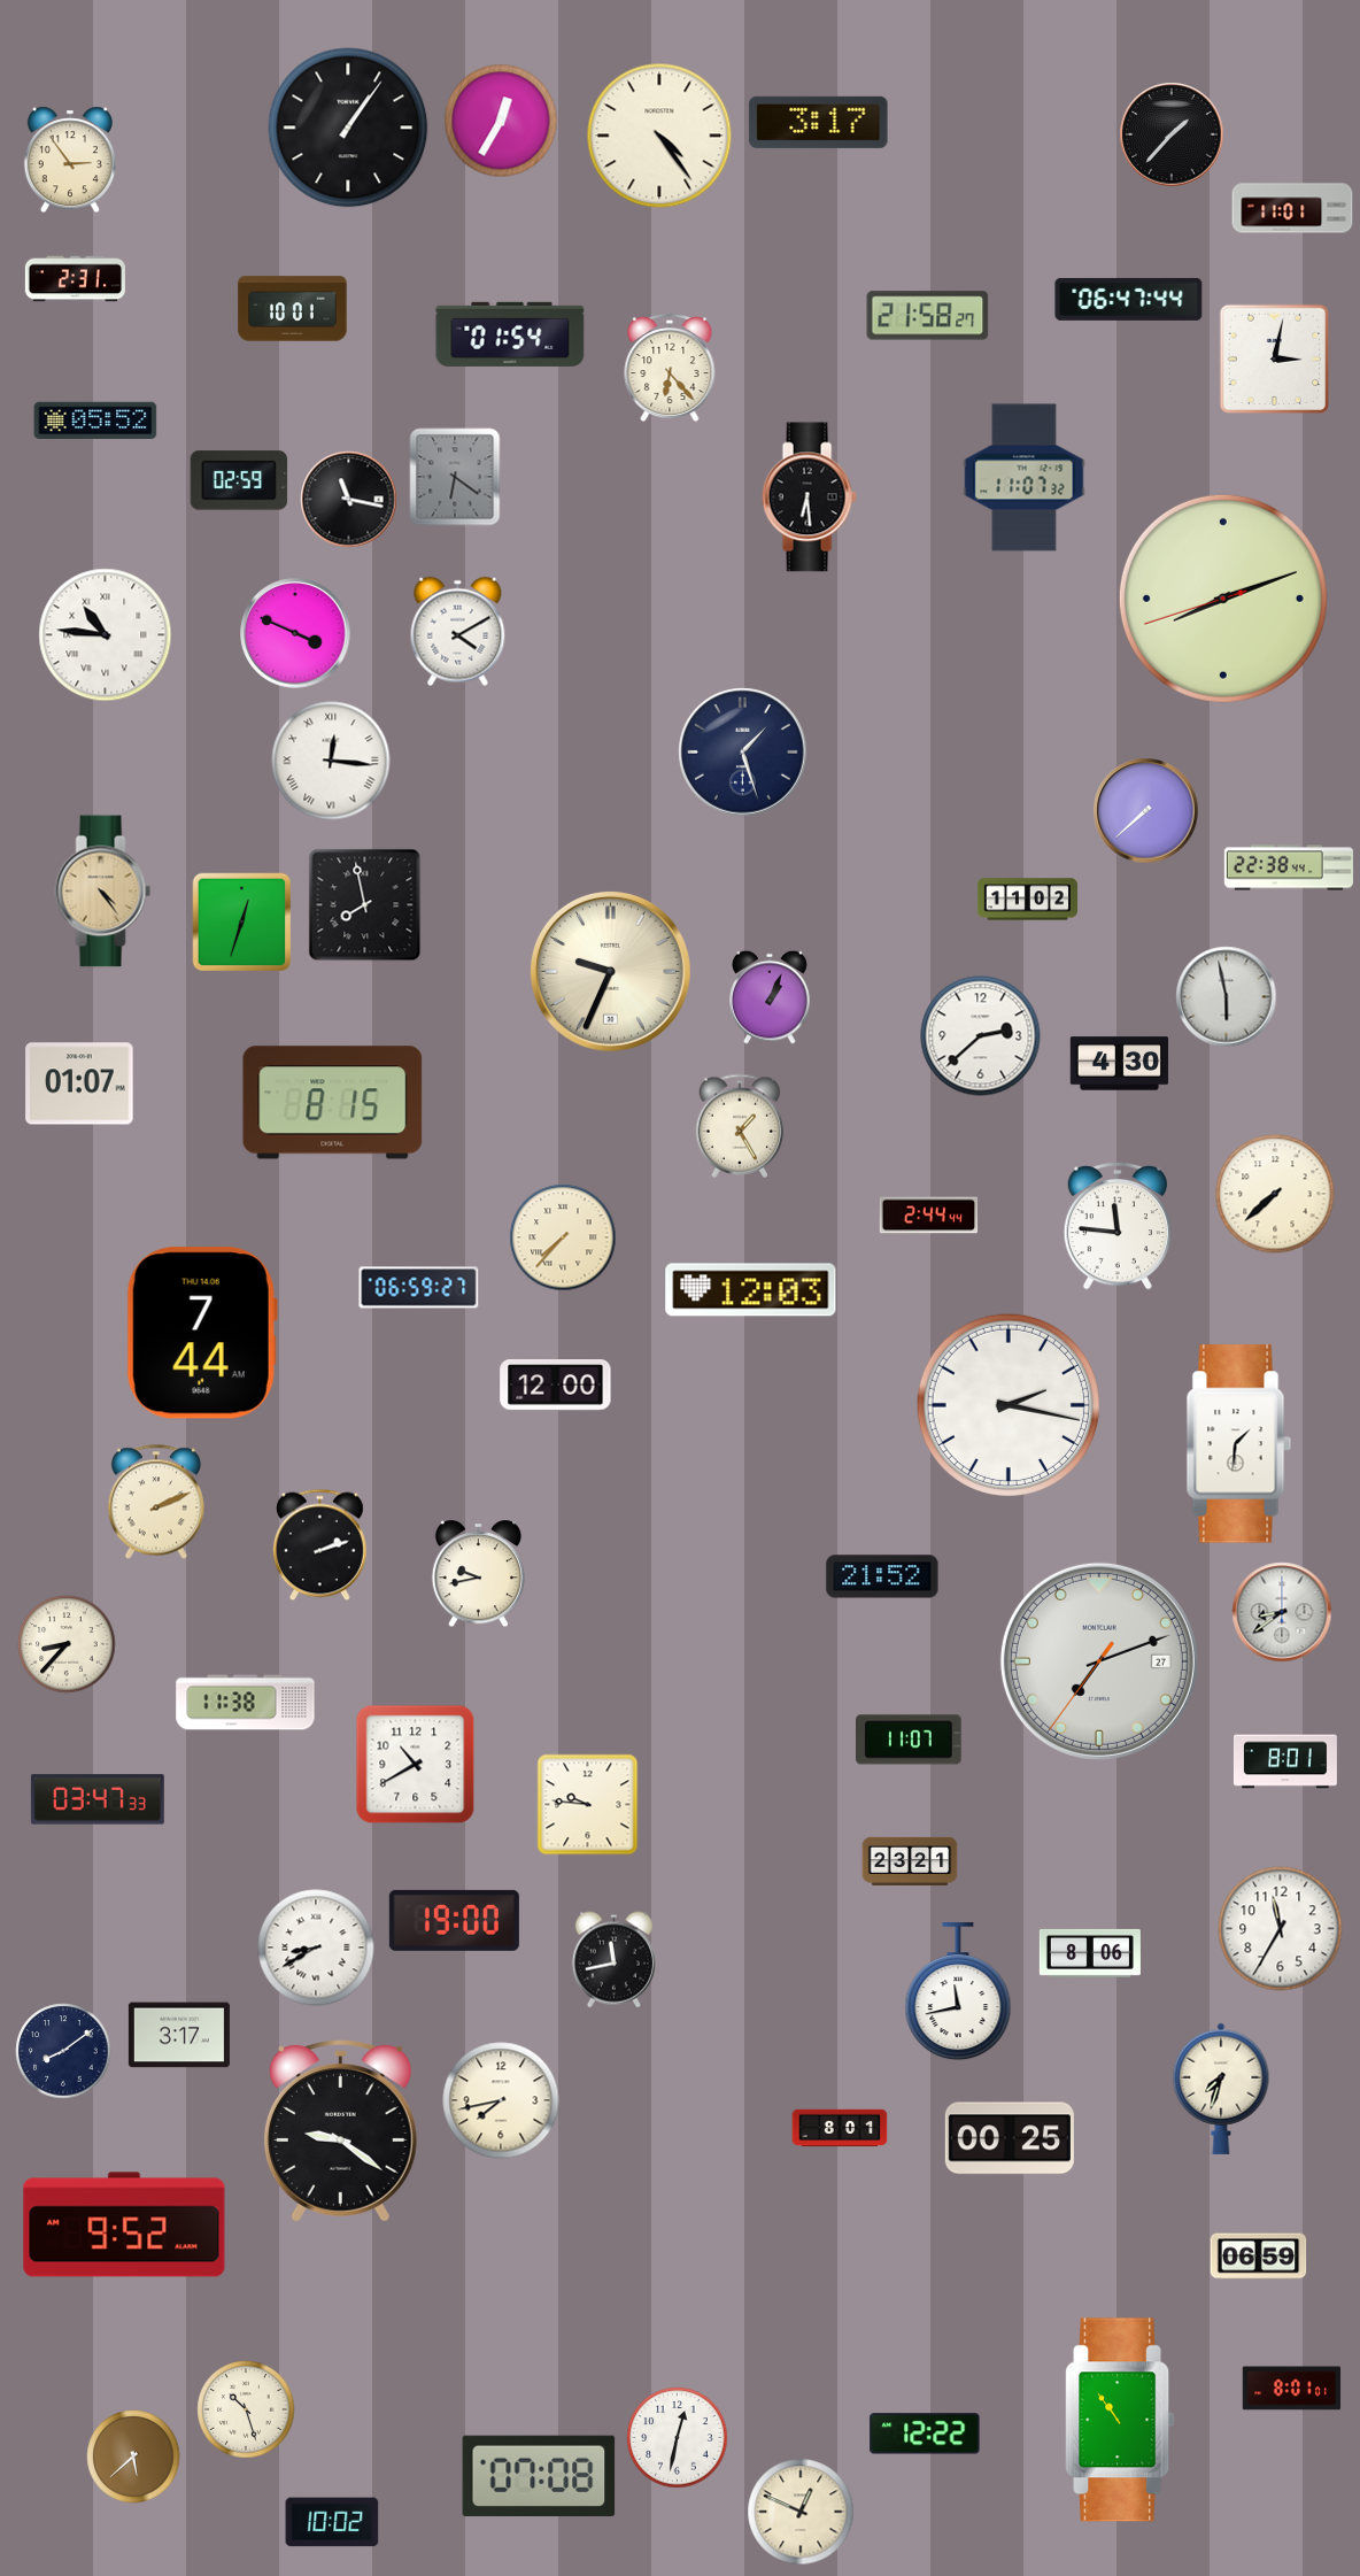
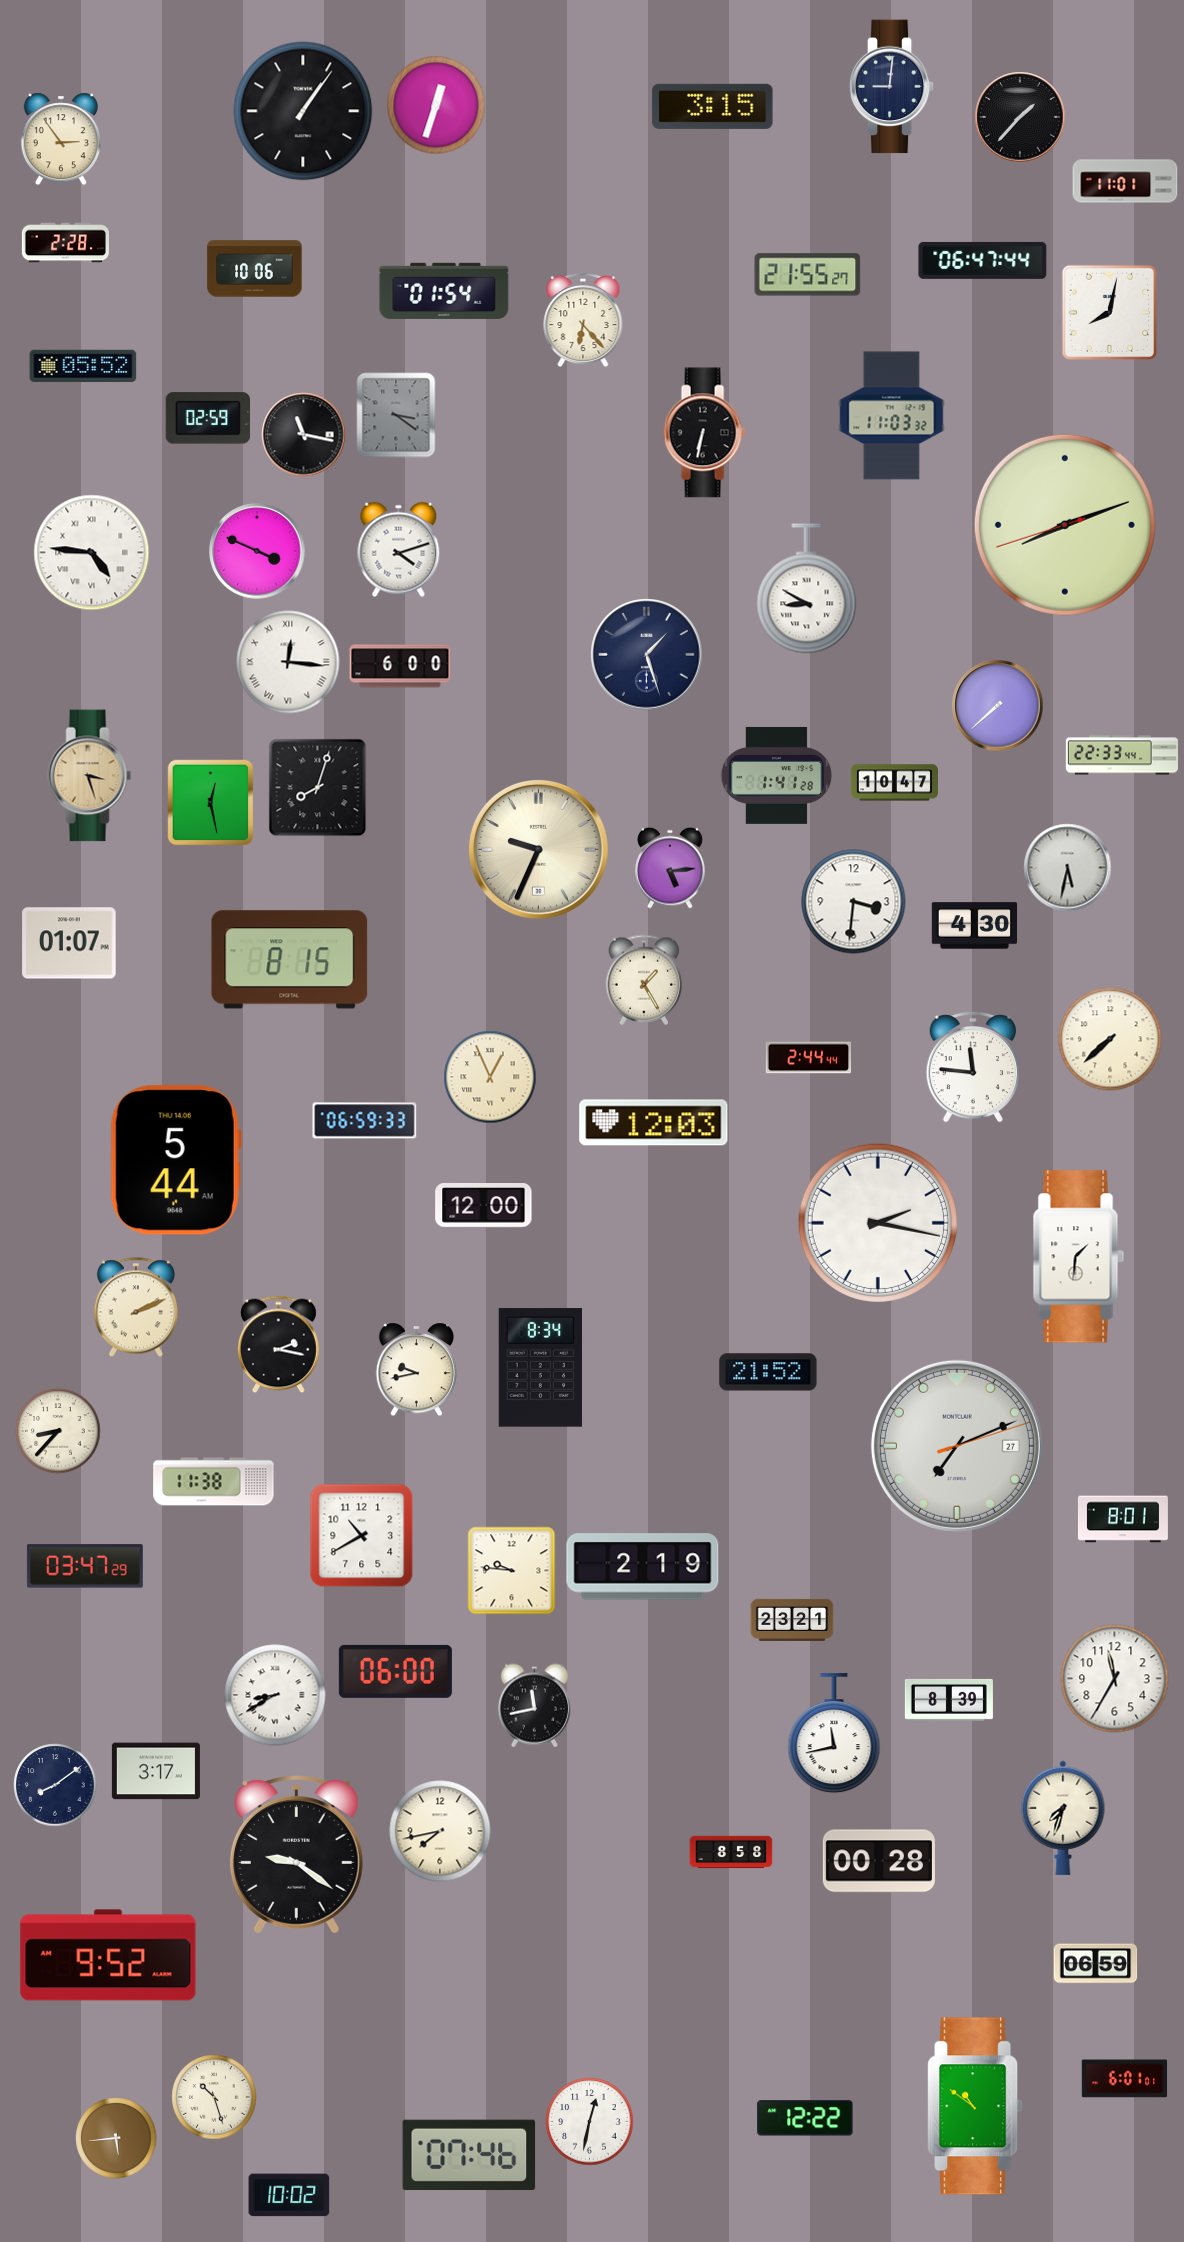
clock at (892, 87): none -> 9:01
clock at (501, 121): 12:35 -> 12:33
clock at (819, 122): 3:17 -> 3:15
clock at (659, 136): 4:24 -> none
clock at (75, 279): 2:31 -> 2:28
clock at (293, 309): 10:01 -> 10:06
clock at (928, 316): 21:58 -> 21:55
clock at (1275, 360): 3:02 -> 8:02
clock at (455, 477): 6:21 -> 3:21
clock at (1025, 478): 11:07 -> 11:03
clock at (809, 498): 6:29 -> 6:32
clock at (1223, 599) position: (1223, 599) -> (1065, 525)
clock at (458, 632): 4:10 -> 4:12
clock at (106, 635): 10:46 -> 4:46
clock at (807, 589): none -> 8:50
clock at (400, 666): none -> 6:00
clock at (1289, 867): 22:38 -> 22:33
clock at (777, 775): none -> 1:41
clock at (103, 892): 4:24 -> 3:27
clock at (1027, 900): 11:02 -> 10:47
clock at (365, 905): 7:58 -> 8:03
clock at (242, 923): 12:33 -> 12:28
clock at (610, 971) position: (610, 971) -> (538, 849)
clock at (770, 997): 1:04 -> 5:14
clock at (1227, 997): 5:58 -> 5:32
clock at (981, 1036): 2:38 -> 3:31
clock at (563, 1237): 7:37 -> 12:56
clock at (419, 1288): 06:59:27 -> 06:59:33
clock at (202, 1333): 7:44 -> 5:44
clock at (319, 1545): 2:12 -> 2:17
clock at (540, 1368): none -> 8:34
clock at (1282, 1612): 8:39 -> none
clock at (1099, 1661): 7:11:36 -> 7:11:12
clock at (910, 1740): 11:07 -> none
clock at (1285, 1761) position: (1285, 1761) -> (1123, 1519)
clock at (98, 1799): 03:47:33 -> 03:47:29
clock at (643, 1567): none -> 2:19
clock at (454, 1920): 19:00 -> 06:00
clock at (1090, 1953): 8:06 -> 8:39
clock at (501, 2100) position: (501, 2100) -> (440, 1831)
clock at (840, 2128): 8:01 -> 8:58
clock at (1010, 2138): 00:25 -> 00:28
clock at (124, 2224) position: (124, 2224) -> (108, 1955)
clock at (1292, 2389): 8:01 -> 6:01
clock at (1120, 2420): 10:54 -> 10:51
clock at (133, 2457): 5:38 -> 5:44
clock at (539, 2476): 07:08 -> 07:46
clock at (801, 2512): 12:49 -> none
